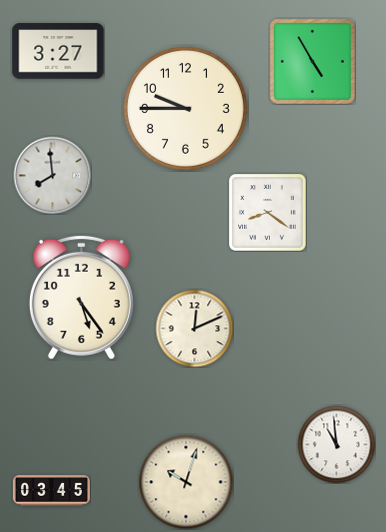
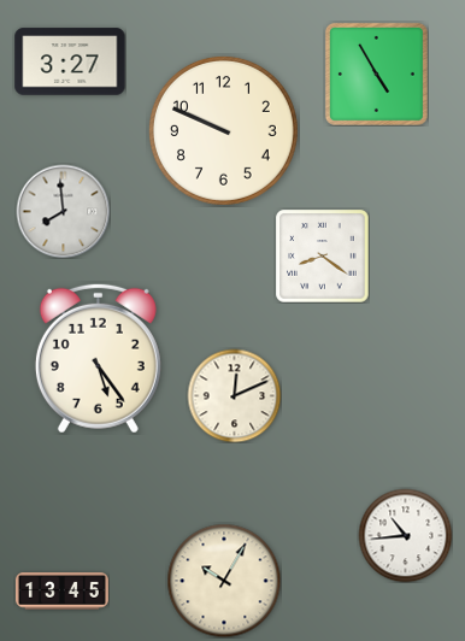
clock at (185, 108): 9:45 -> 9:49
clock at (336, 444): 10:59 -> 10:44
clock at (186, 482): 10:03 -> 10:05
clock at (51, 491): 03:45 -> 13:45
